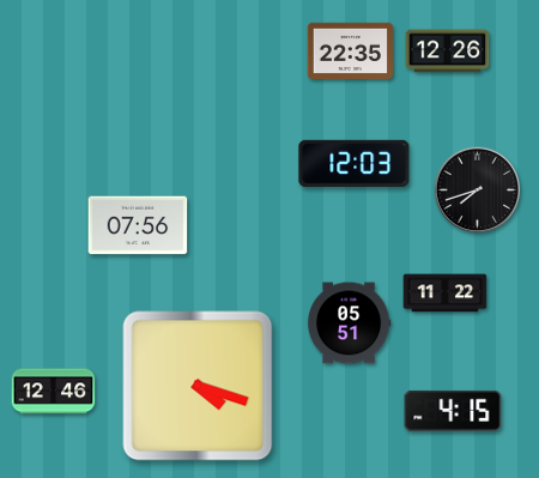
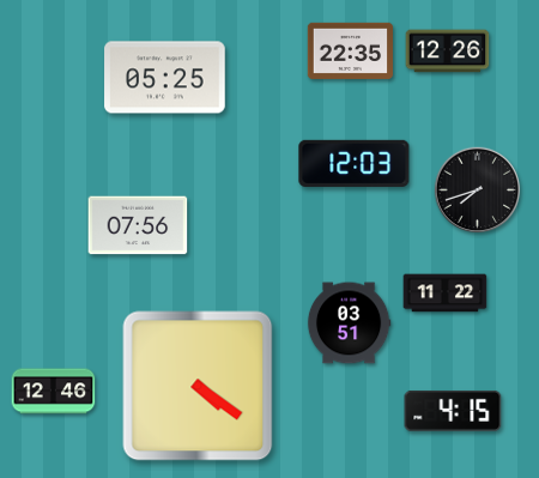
clock at (165, 78): none -> 05:25
clock at (349, 323): 05:51 -> 03:51
clock at (198, 386): 4:18 -> 4:21
